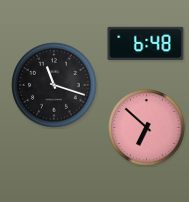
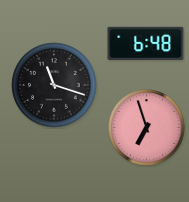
clock at (147, 128): 6:52 -> 6:57
